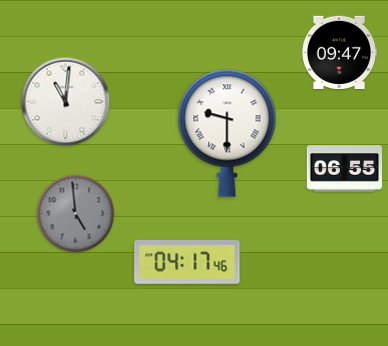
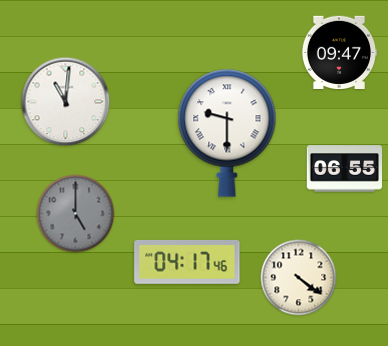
clock at (76, 214): 4:59 -> 5:00
clock at (299, 278): none -> 4:21
